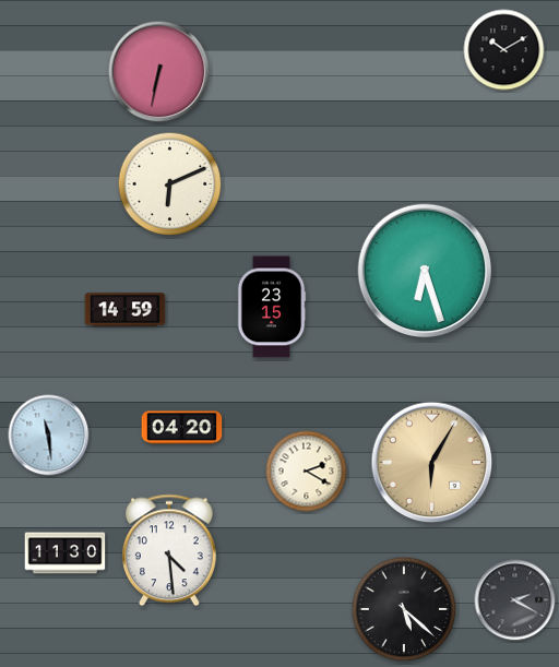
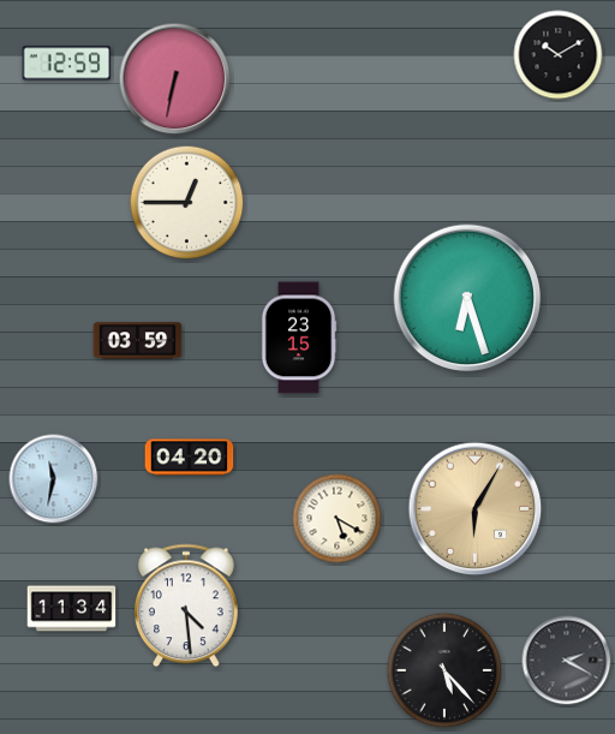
clock at (504, 50) position: (504, 50) -> (559, 55)
clock at (67, 64): none -> 12:59
clock at (170, 184): 6:11 -> 12:45
clock at (126, 310): 14:59 -> 03:59
clock at (182, 428) position: (182, 428) -> (190, 458)
clock at (49, 436): 11:29 -> 11:32
clock at (307, 472): 2:20 -> 5:20
clock at (66, 553): 11:30 -> 11:34
clock at (404, 609): 5:22 -> 5:23
